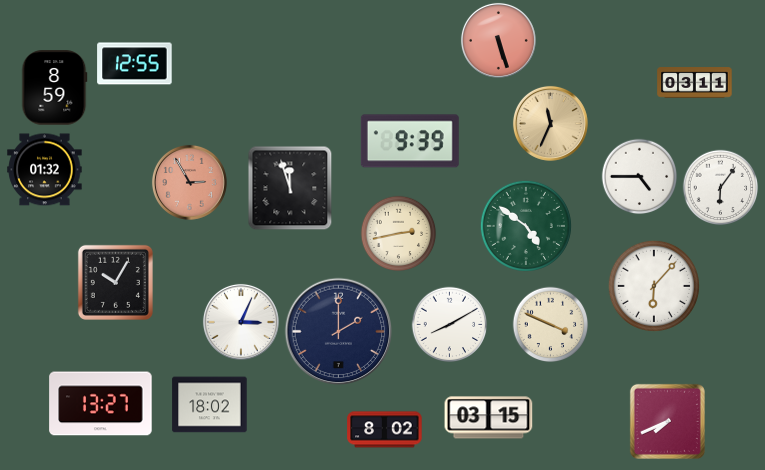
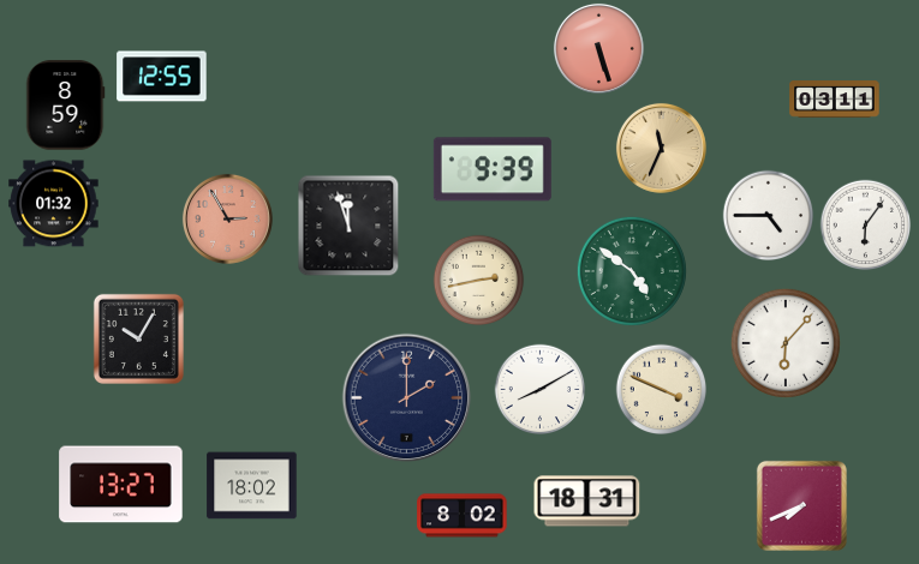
clock at (640, 177) position: (640, 177) -> (769, 216)
clock at (241, 322): 3:04 -> none
clock at (489, 418): 03:15 -> 18:31
